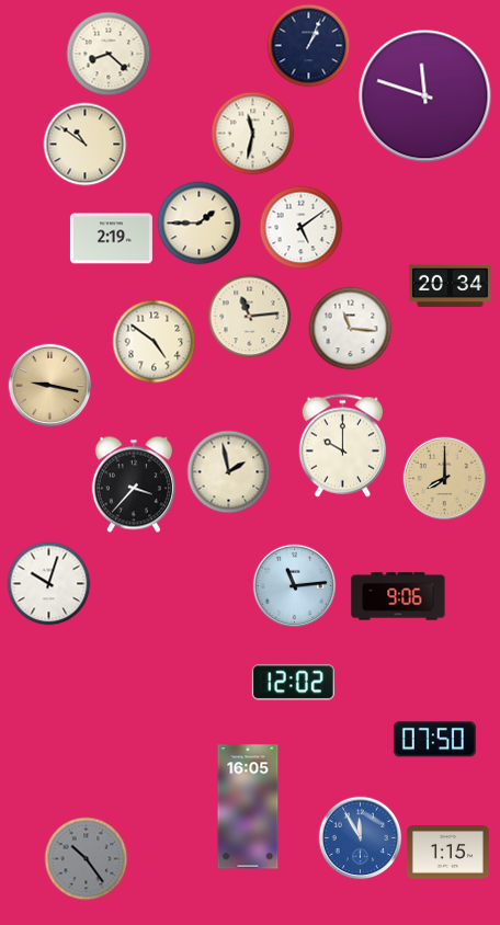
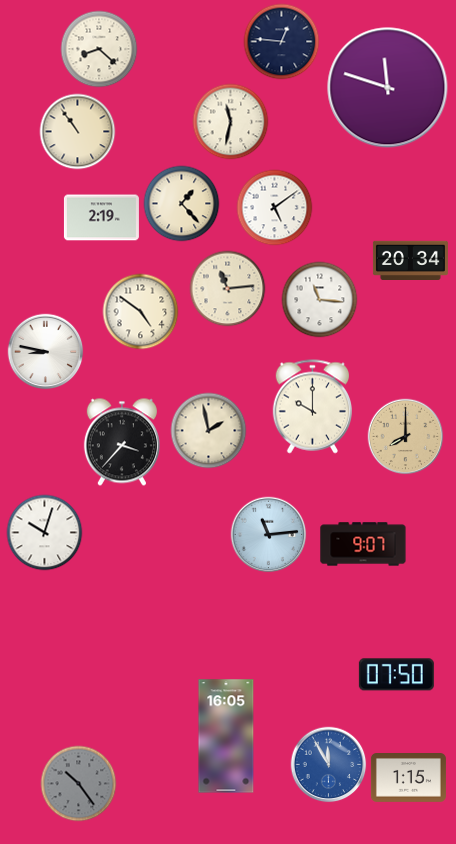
clock at (309, 46): 1:04 -> 12:46
clock at (86, 145): 10:51 -> 10:54
clock at (200, 224): 1:45 -> 1:23
clock at (50, 386): 9:17 -> 8:47
clock at (50, 386) dial: champagne -> white
clock at (398, 596): 9:06 -> 9:07
clock at (293, 683): 12:02 -> none
